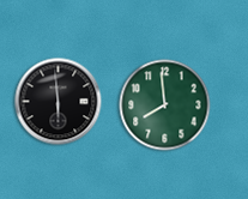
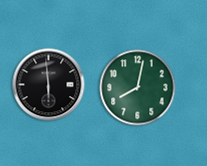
clock at (165, 105): 7:59 -> 8:02
